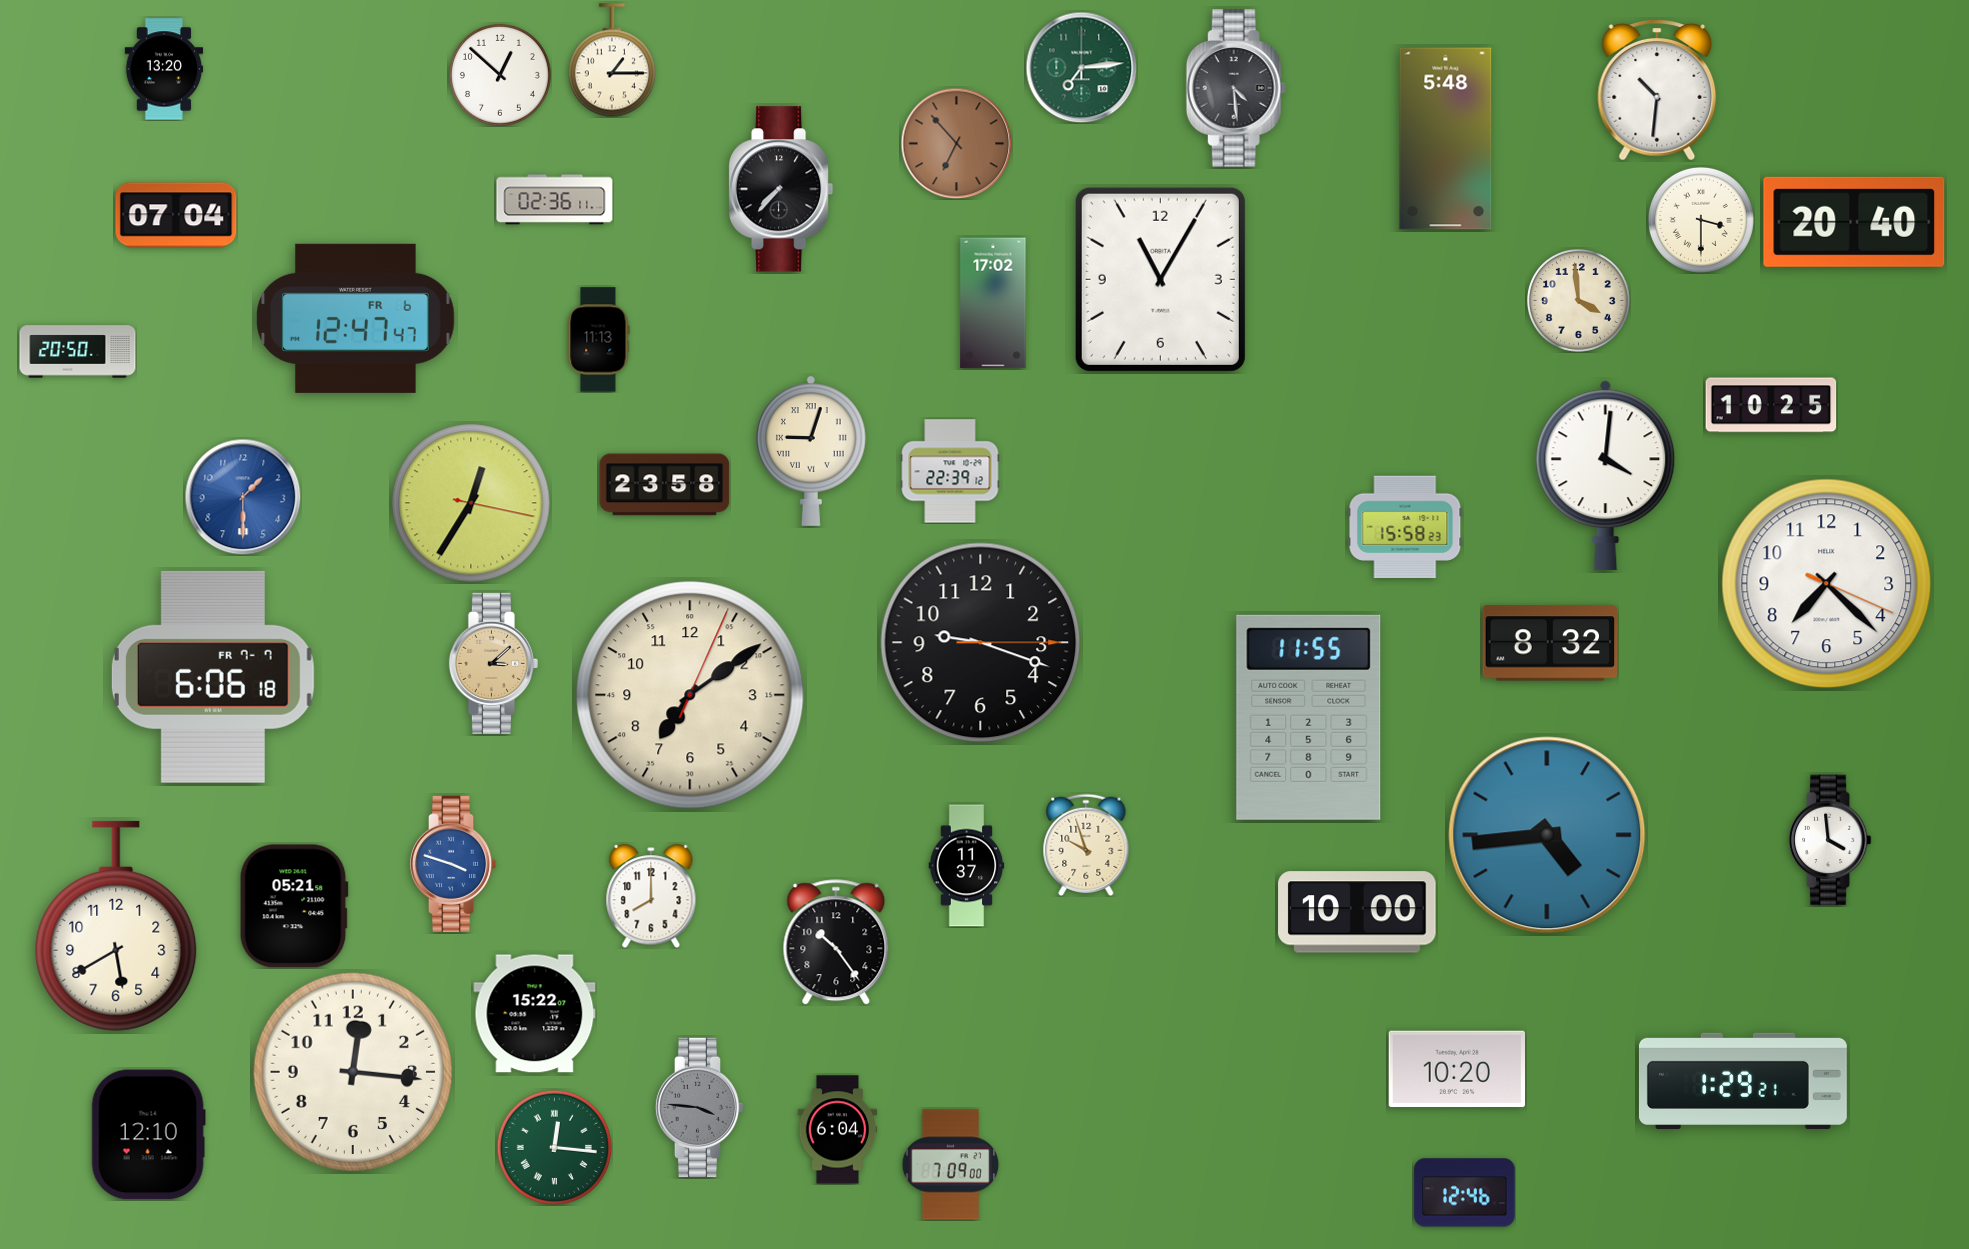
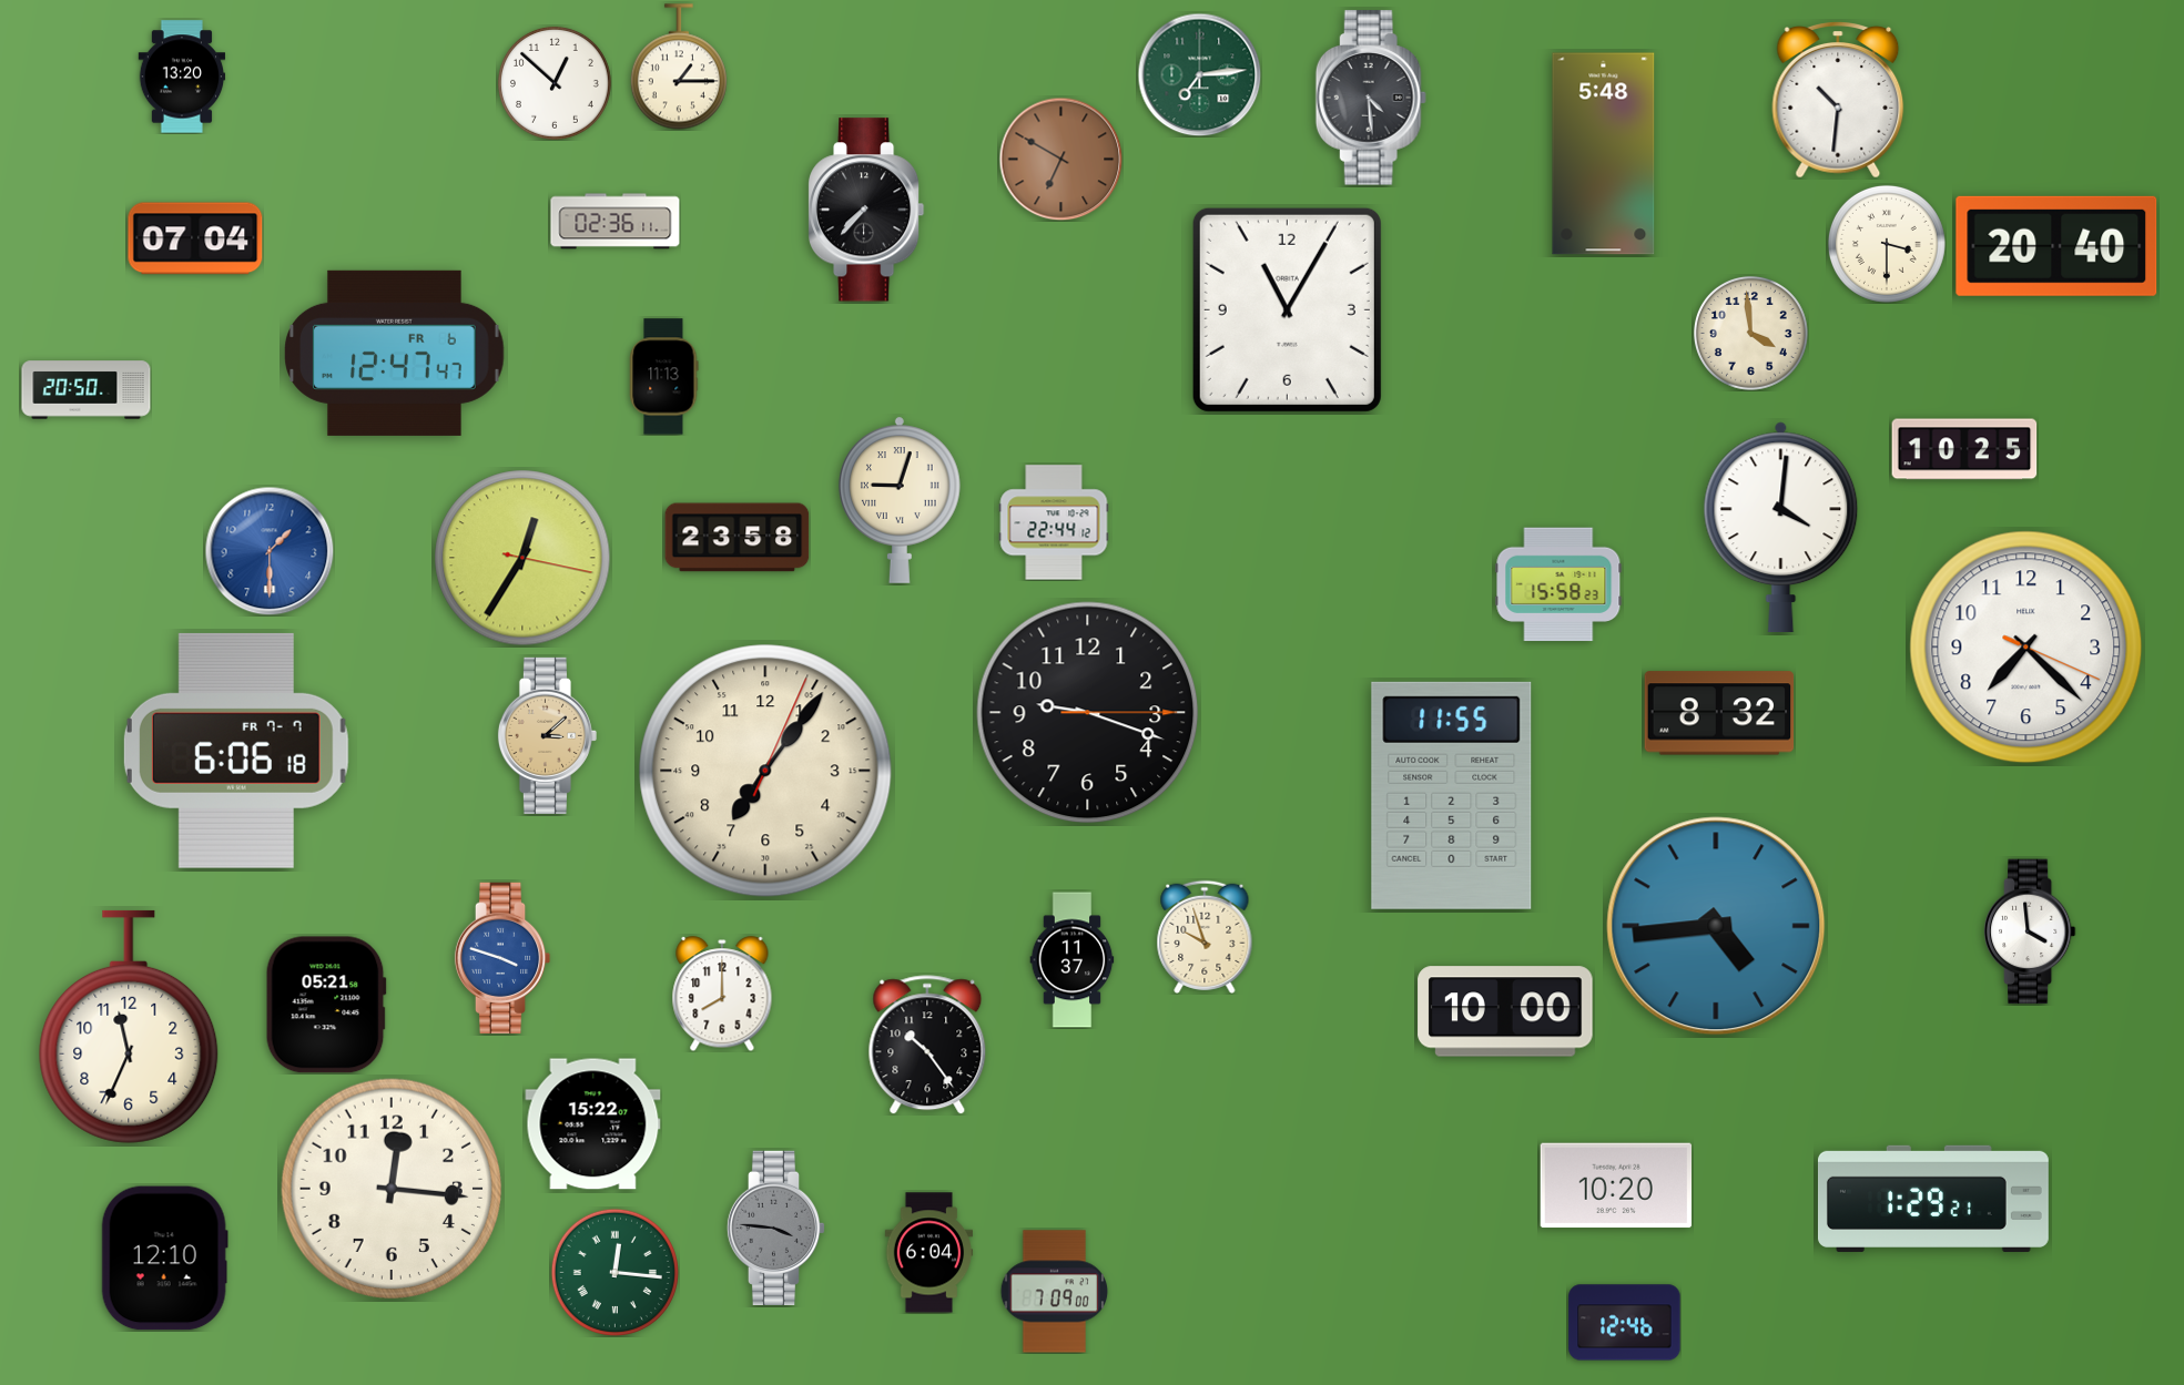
clock at (956, 143): 6:53 -> 6:50
clock at (993, 303): 17:02 -> none
clock at (950, 471): 22:39 -> 22:44
clock at (690, 695): 7:09 -> 7:06
clock at (116, 926): 5:40 -> 11:34
